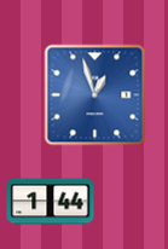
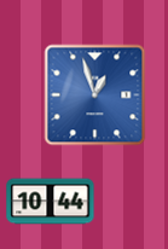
clock at (51, 202): 1:44 -> 10:44
